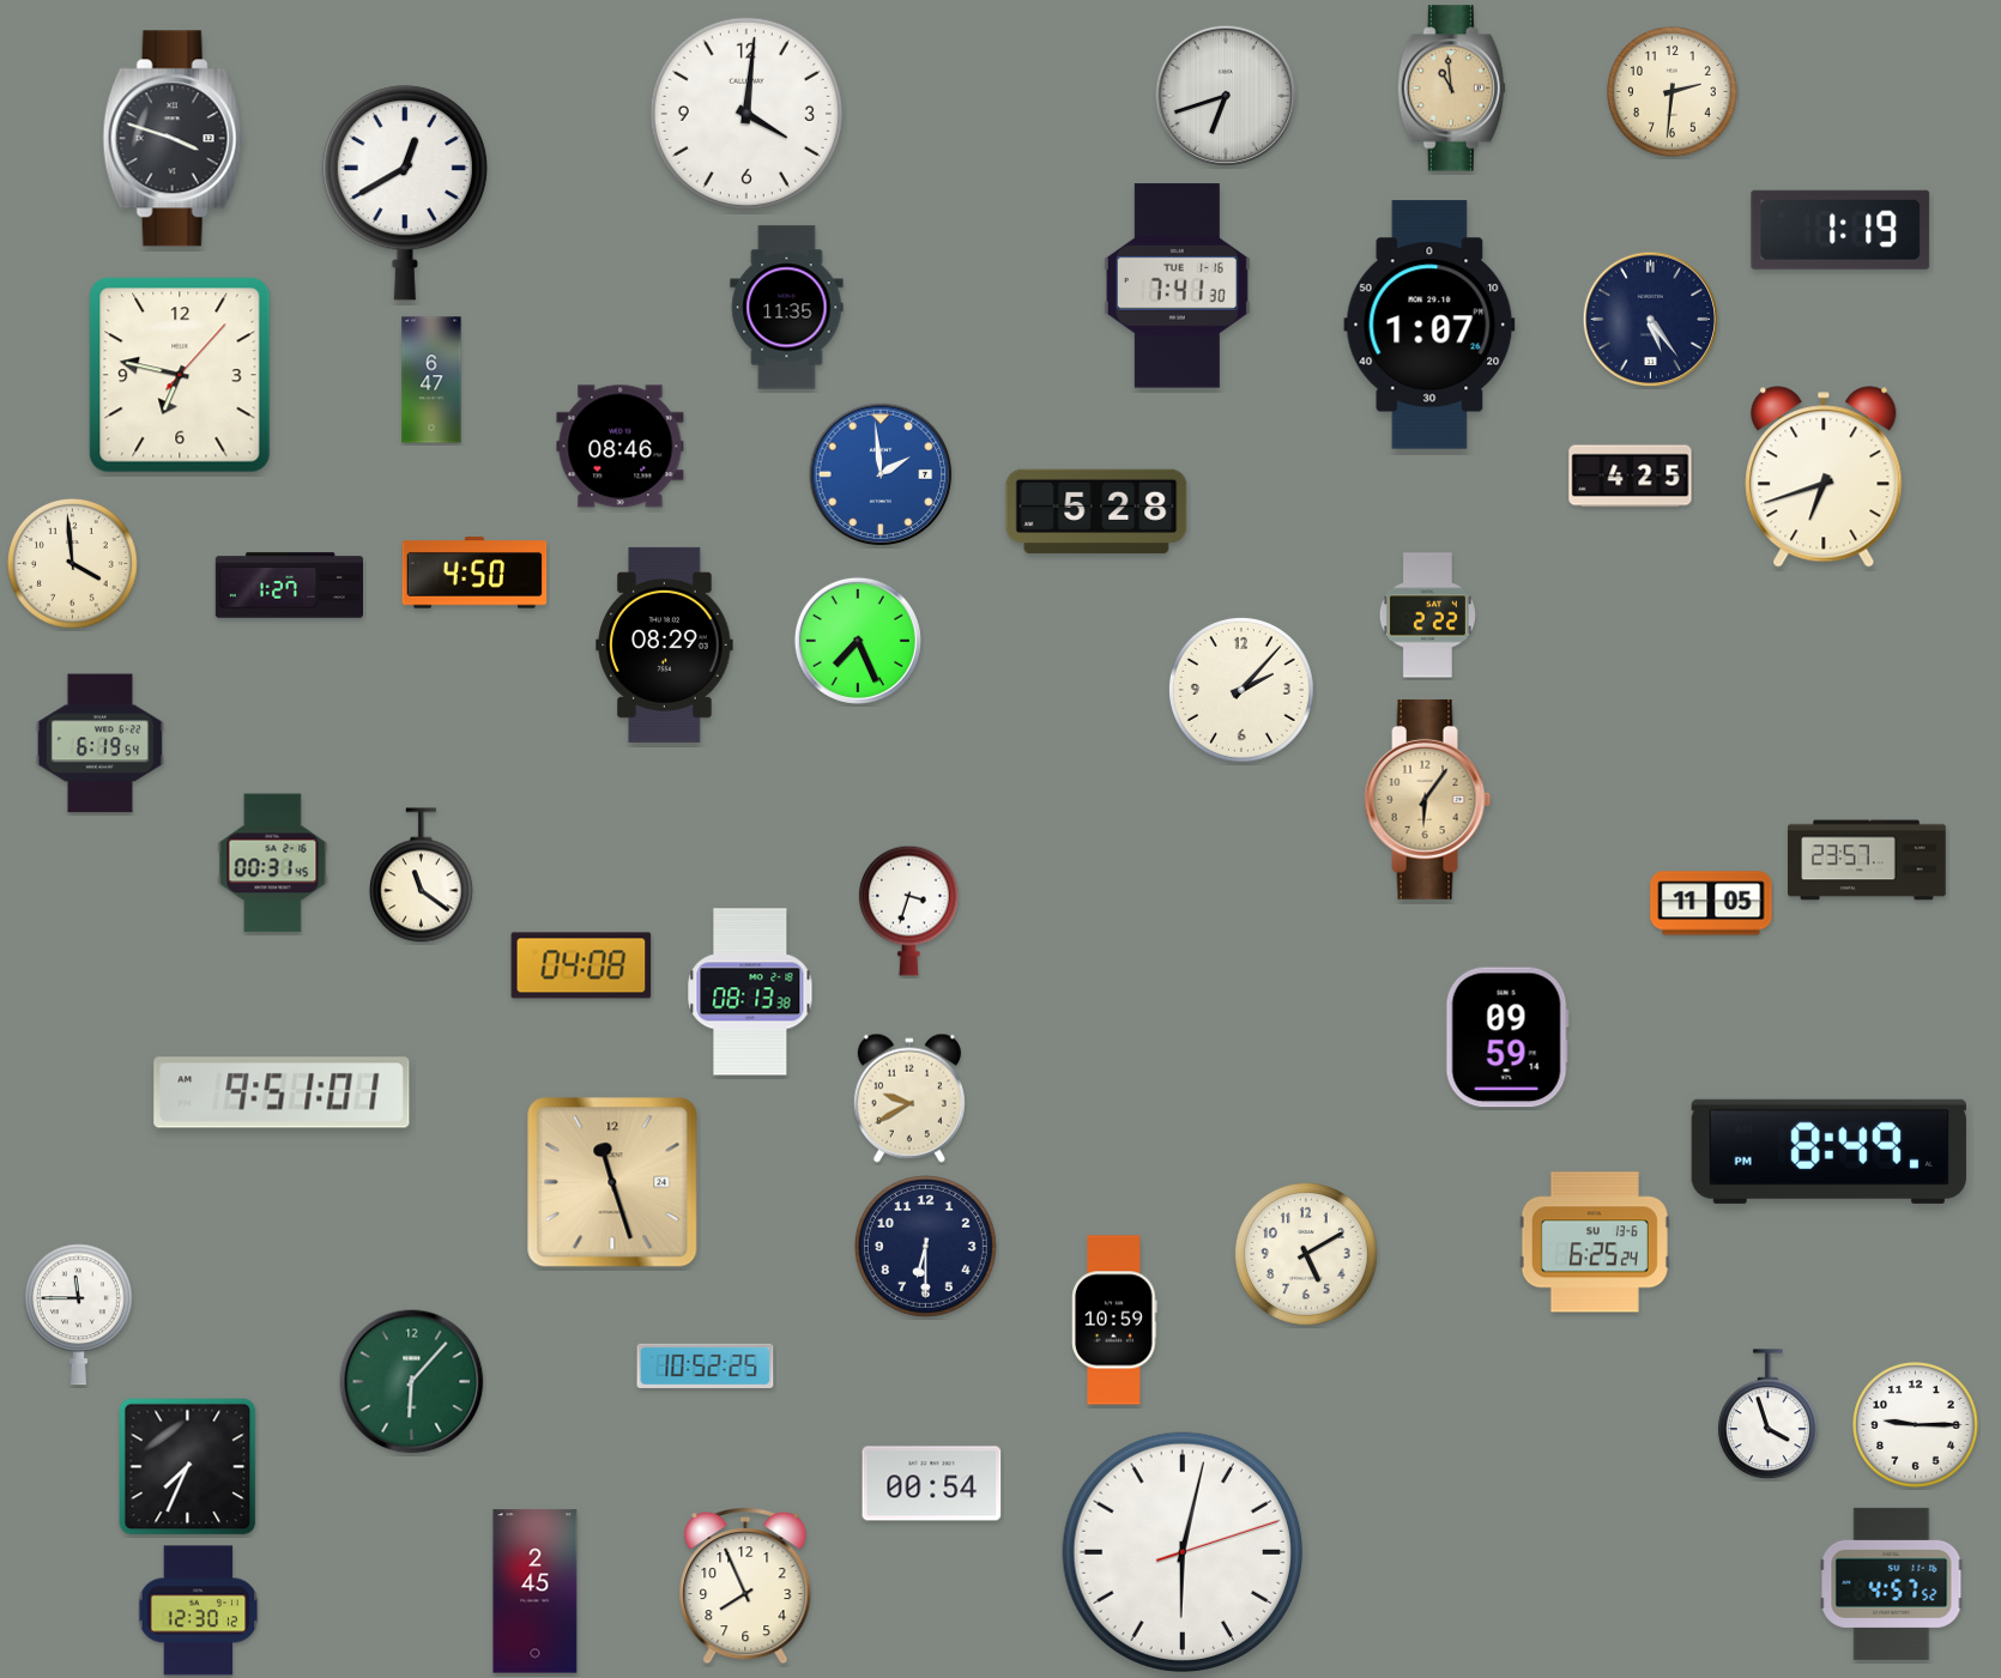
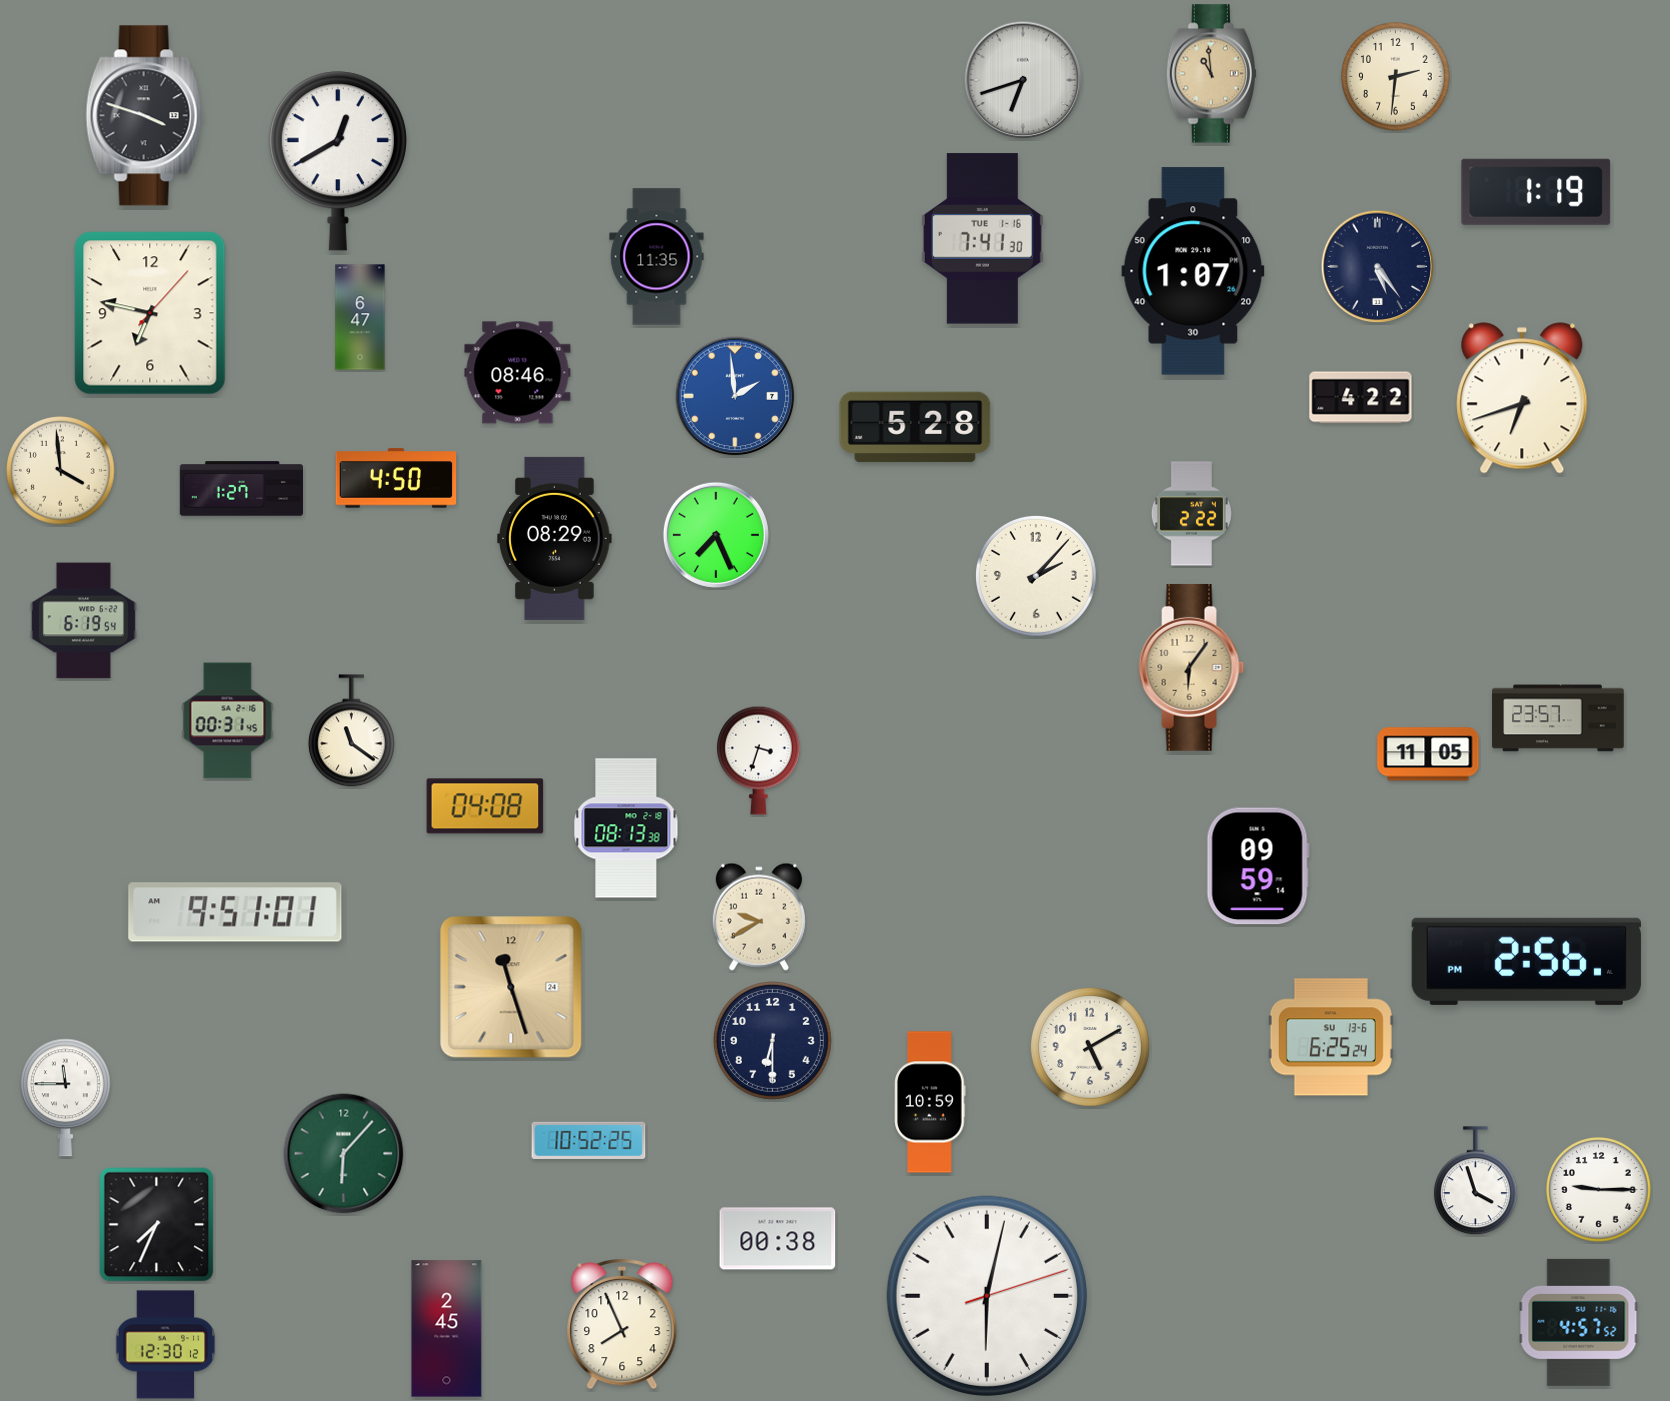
clock at (746, 114): 4:01 -> none
clock at (1631, 477): 4:25 -> 4:22
clock at (1828, 1151): 8:49 -> 2:56
clock at (932, 1484): 00:54 -> 00:38
